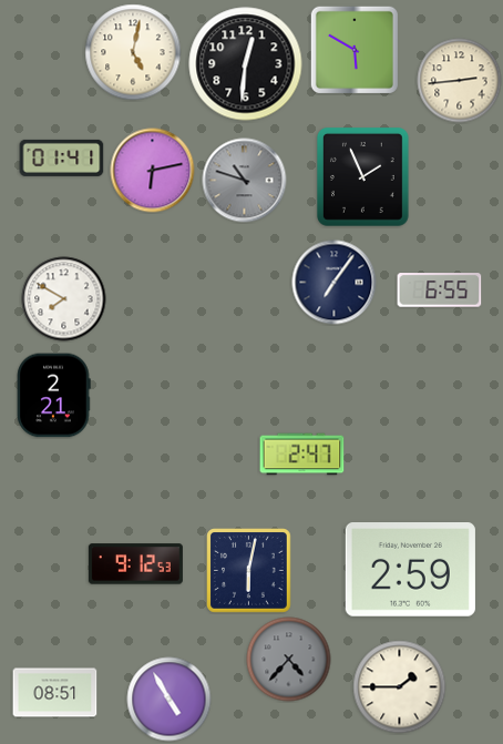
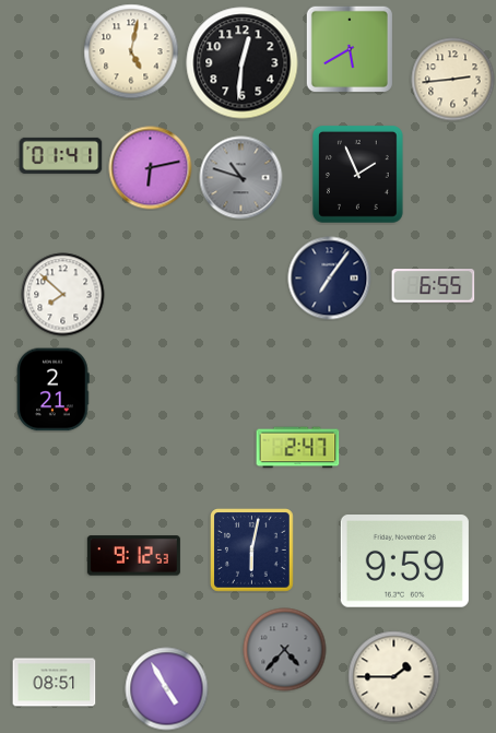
clock at (355, 50): 5:50 -> 5:40
clock at (64, 299): 7:50 -> 7:52
clock at (410, 570): 2:59 -> 9:59
clock at (249, 571) position: (249, 571) -> (252, 551)
